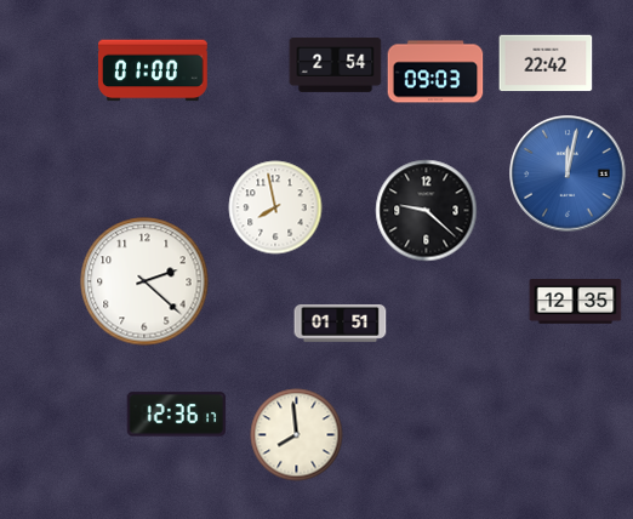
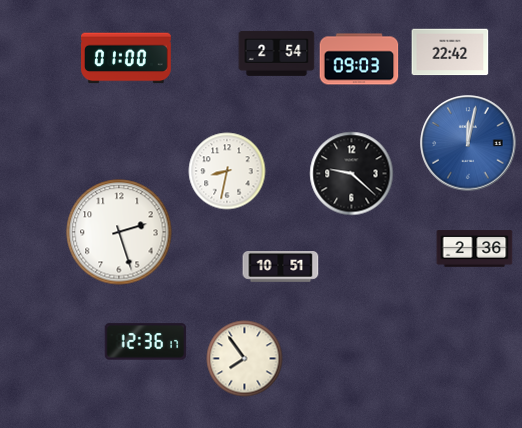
clock at (275, 207): 7:58 -> 8:32
clock at (144, 281): 2:22 -> 2:27
clock at (576, 302): 12:35 -> 2:36
clock at (341, 324): 01:51 -> 10:51
clock at (297, 435): 7:59 -> 7:54
